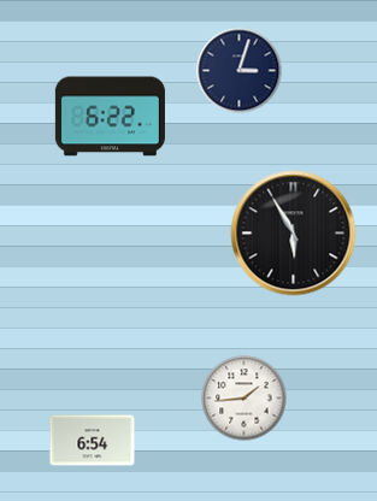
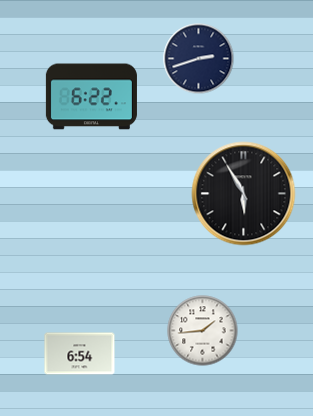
clock at (240, 71): 3:03 -> 2:42
clock at (93, 441) position: (93, 441) -> (80, 354)
